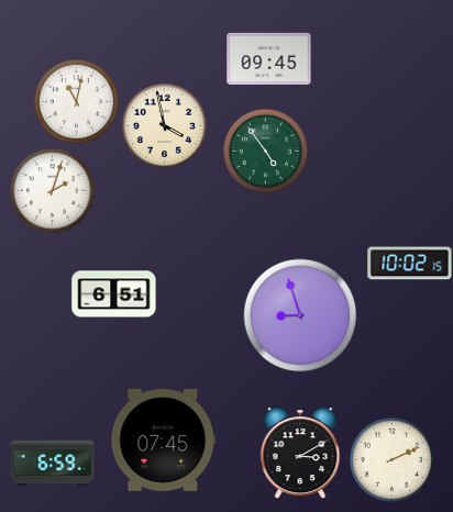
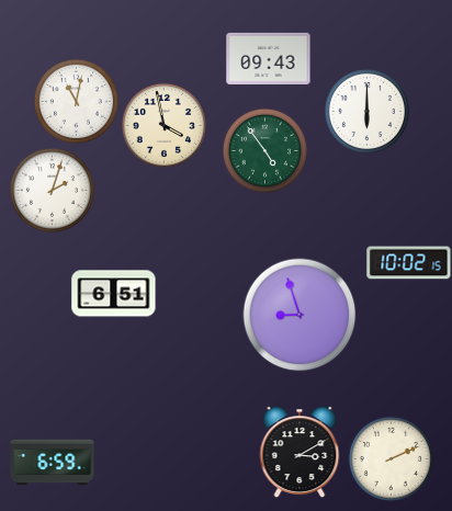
clock at (269, 58): 09:45 -> 09:43
clock at (366, 111): none -> 6:00
clock at (164, 439): 07:45 -> none
